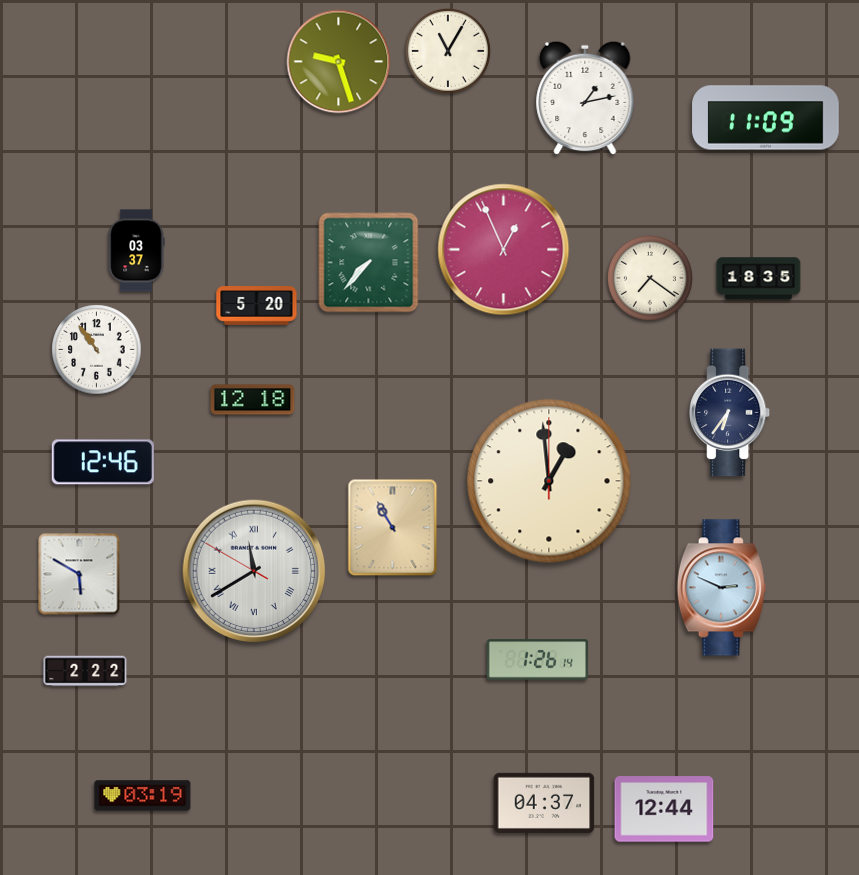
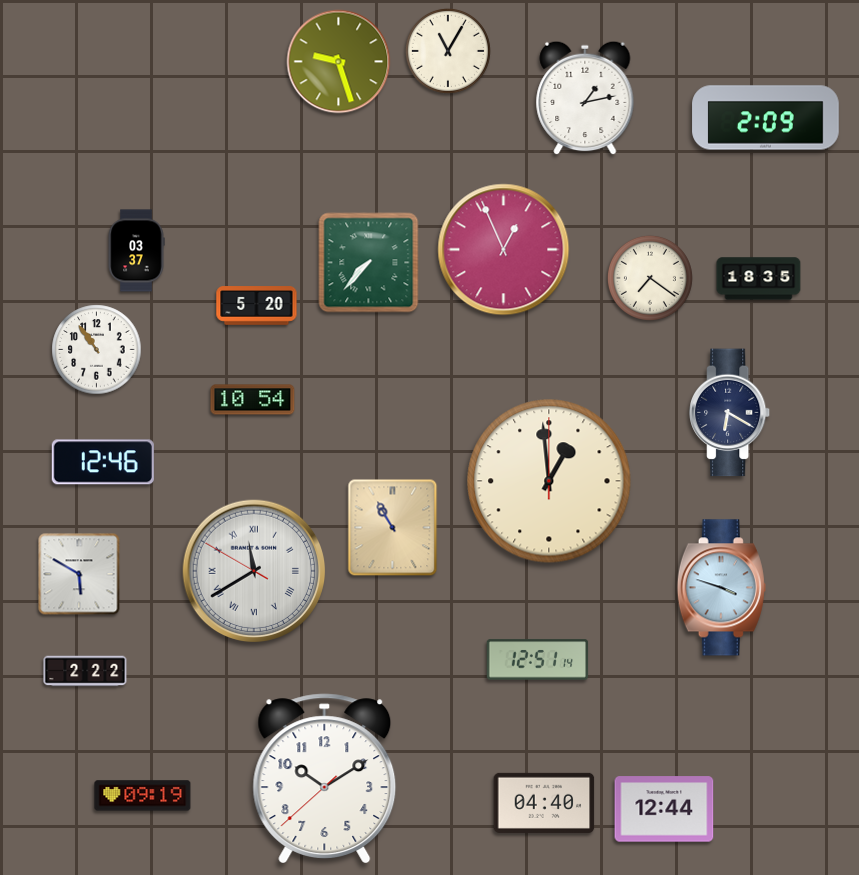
clock at (766, 118): 11:09 -> 2:09
clock at (253, 400): 12:18 -> 10:54
clock at (730, 413): 6:36 -> 6:20
clock at (721, 588): 2:49 -> 3:48
clock at (538, 660): 1:26 -> 12:51
clock at (325, 779): none -> 10:09
clock at (143, 796): 03:19 -> 09:19
clock at (544, 803): 04:37 -> 04:40
